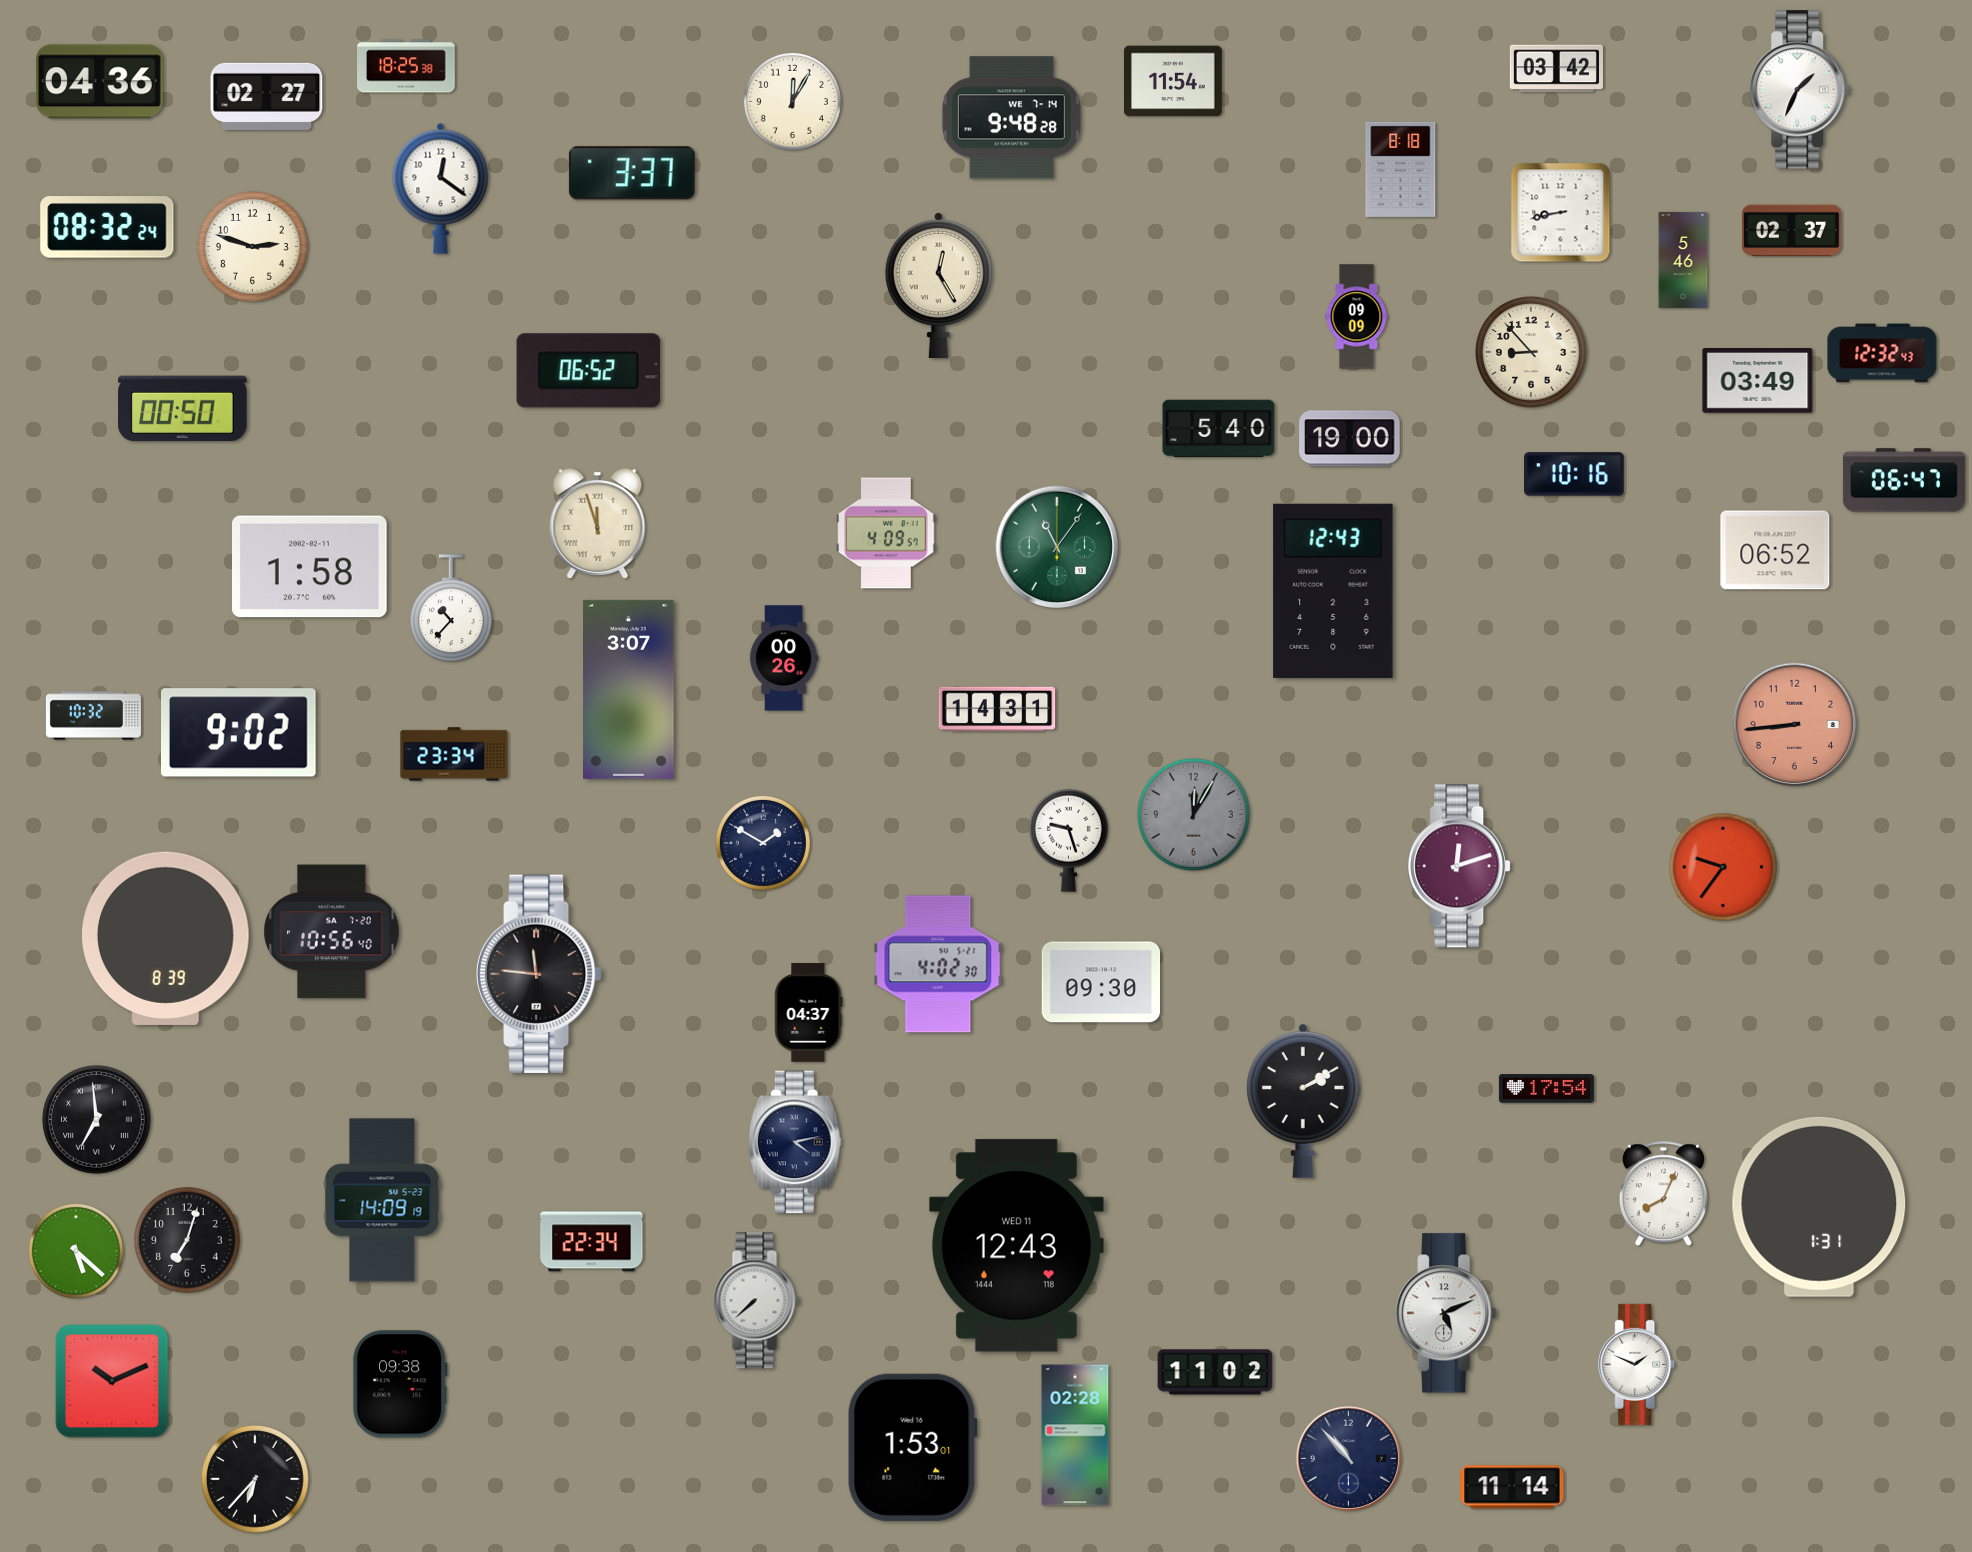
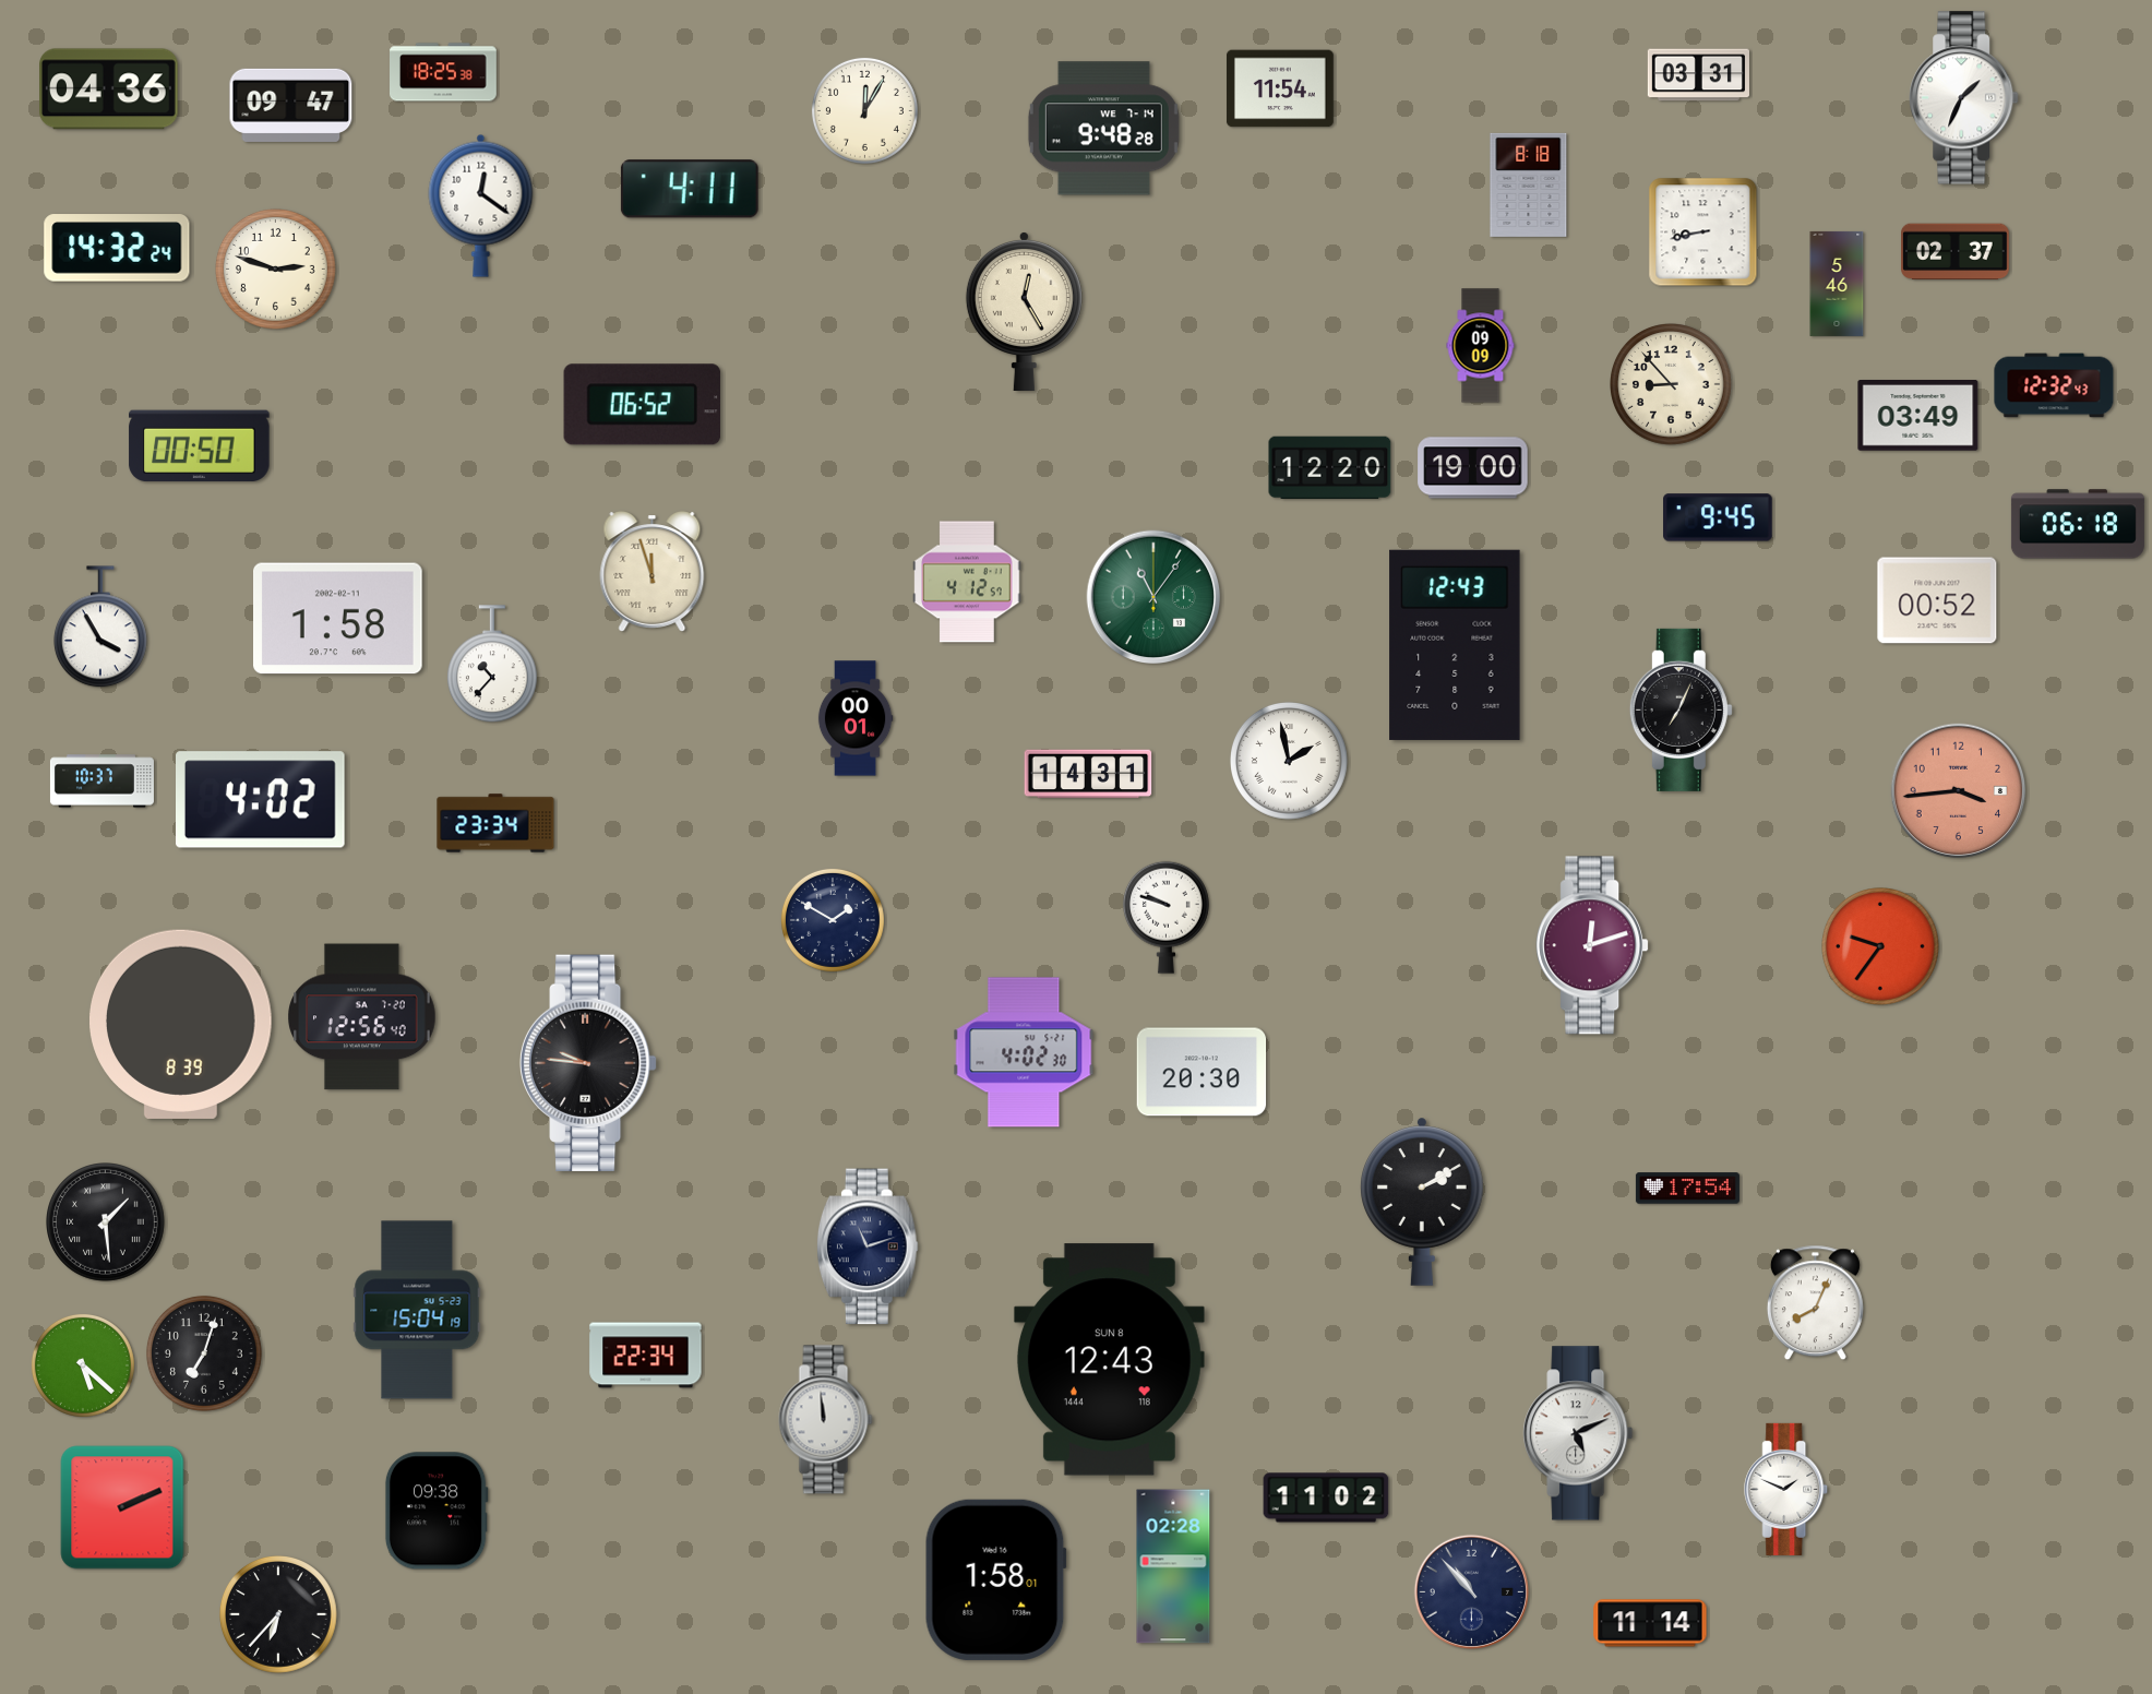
clock at (1556, 69): 03:42 -> 03:31
clock at (267, 96): 02:27 -> 09:47
clock at (632, 173): 3:37 -> 4:11
clock at (107, 227): 08:32 -> 14:32
clock at (1219, 429): 5:40 -> 12:20
clock at (1350, 439) position: (1350, 439) -> (1473, 468)
clock at (1574, 474): 10:16 -> 9:45
clock at (1904, 480): 06:47 -> 06:18
clock at (886, 533): 4:09 -> 4:12
clock at (1775, 550): 06:52 -> 00:52
clock at (100, 628): none -> 3:55
clock at (1681, 709): none -> 7:04
clock at (784, 658): 00:26 -> 00:01
clock at (629, 689): 3:07 -> none
clock at (1290, 762): none -> 1:58
clock at (93, 716): 10:32 -> 10:37
clock at (1795, 725): 8:44 -> 3:44
clock at (239, 733): 9:02 -> 4:02
clock at (1194, 815): 12:05 -> none
clock at (1068, 840): 9:27 -> 9:48
clock at (332, 932): 10:56 -> 12:56
clock at (539, 974): 11:46 -> 9:46
clock at (1101, 982): 09:30 -> 20:30
clock at (809, 1013): 04:37 -> none
clock at (97, 1120): 6:59 -> 1:29
clock at (795, 1142): 4:13 -> 11:12
clock at (382, 1200): 14:09 -> 15:04
clock at (1819, 1207): 1:31 -> none
clock at (1016, 1246) date: WED 11 -> SUN 8
clock at (757, 1301): 7:38 -> 11:59
clock at (112, 1381): 10:11 -> 2:11
clock at (912, 1447): 1:53 -> 1:58
